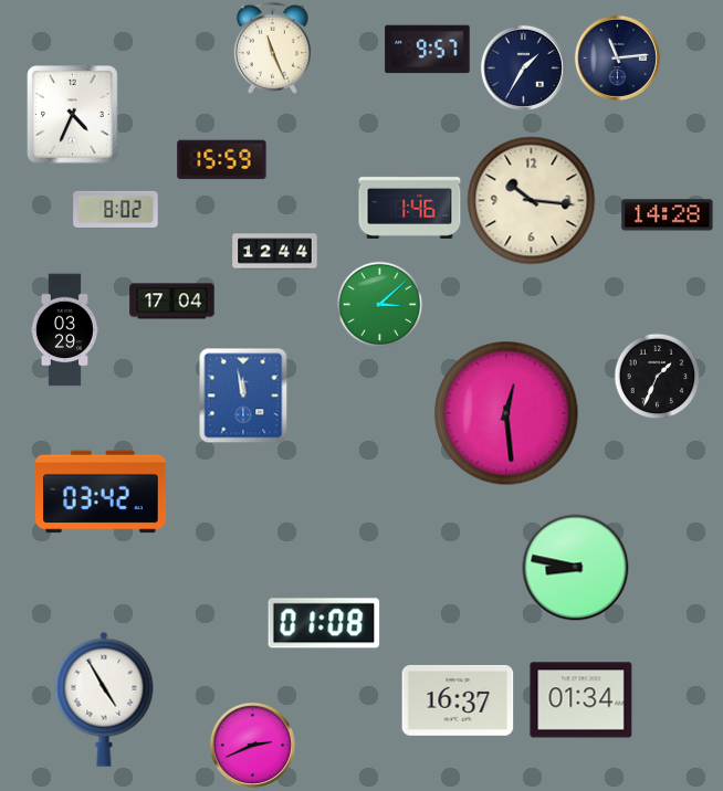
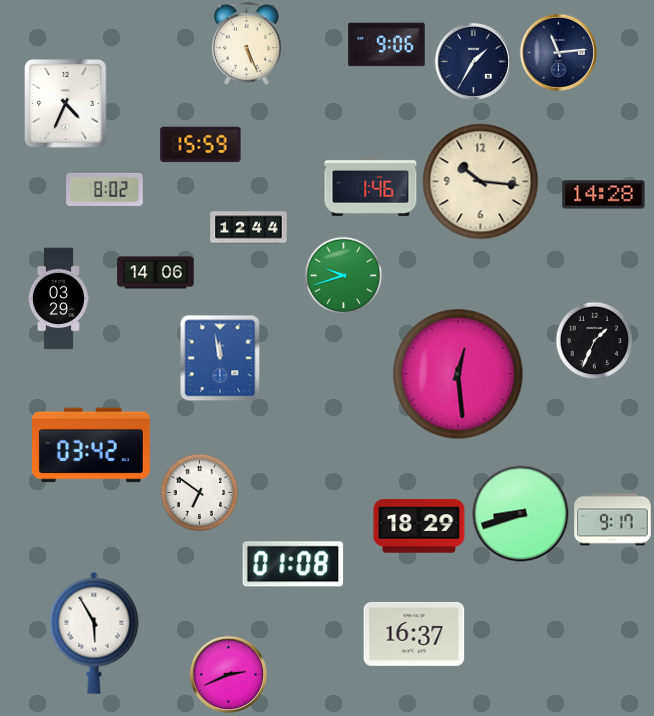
clock at (272, 48): 11:26 -> 5:26
clock at (428, 50): 9:57 -> 9:06
clock at (172, 302): 17:04 -> 14:06
clock at (379, 304): 3:08 -> 9:42
clock at (199, 492): none -> 6:51
clock at (576, 568): 8:47 -> 8:42
clock at (613, 520): none -> 9:17
clock at (419, 526): none -> 18:29
clock at (104, 699): 4:55 -> 5:55
clock at (581, 700): 01:34 -> none
